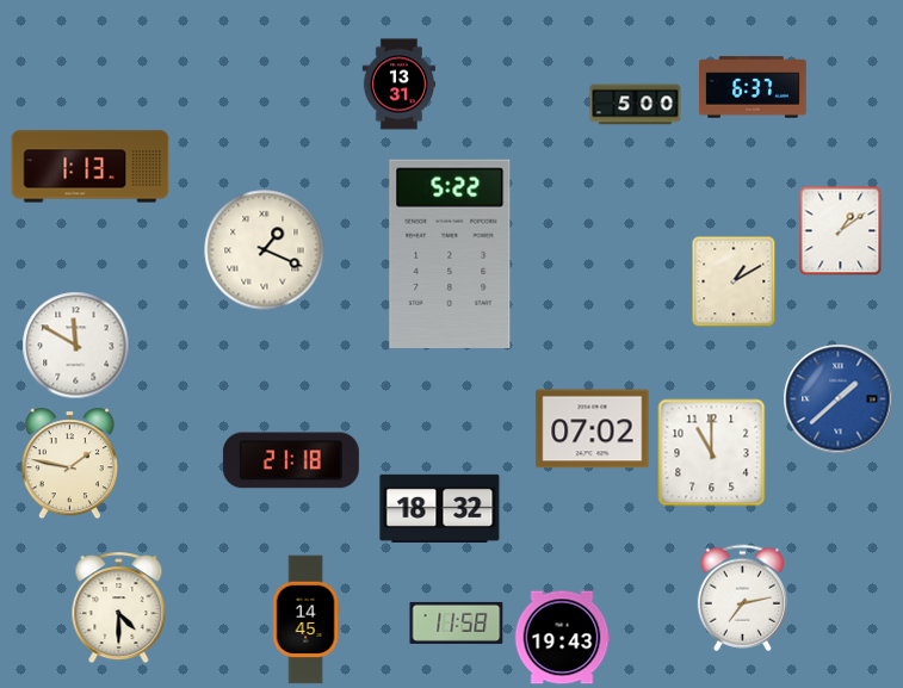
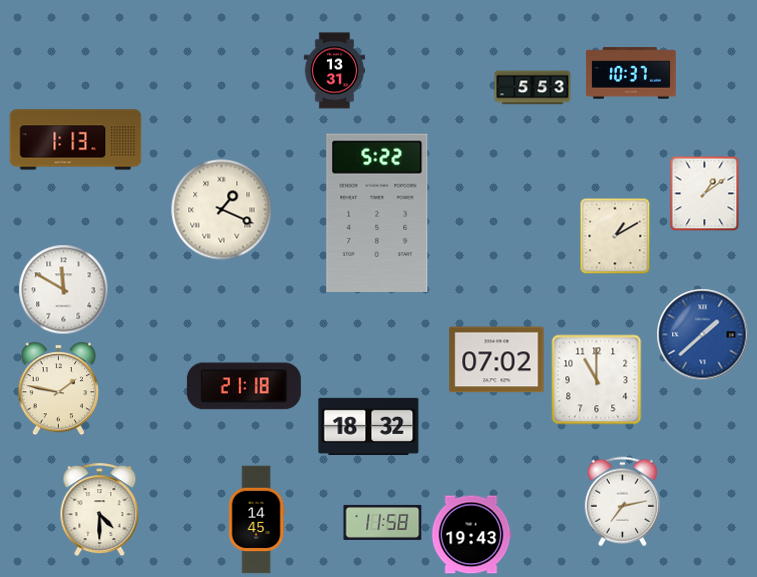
clock at (753, 87): 6:37 -> 10:37
clock at (636, 105): 5:00 -> 5:53
